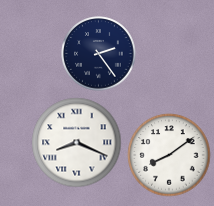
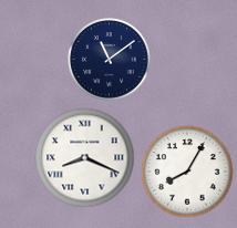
clock at (99, 54): 2:24 -> 11:09
clock at (169, 155): 8:09 -> 8:05
